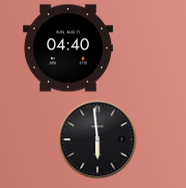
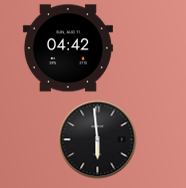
clock at (68, 48): 04:40 -> 04:42
